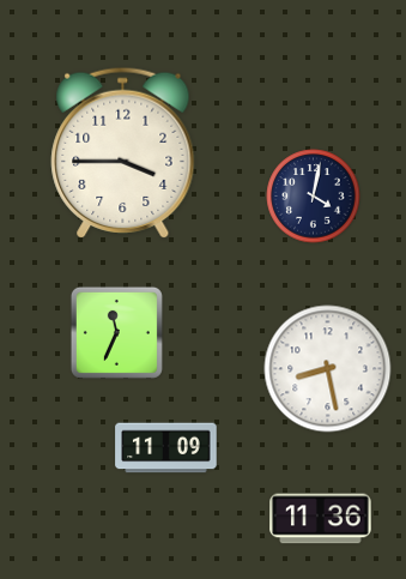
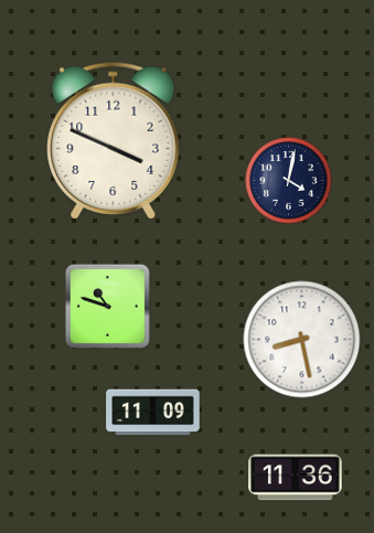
clock at (123, 152): 3:45 -> 3:49
clock at (116, 332): 11:34 -> 10:48
